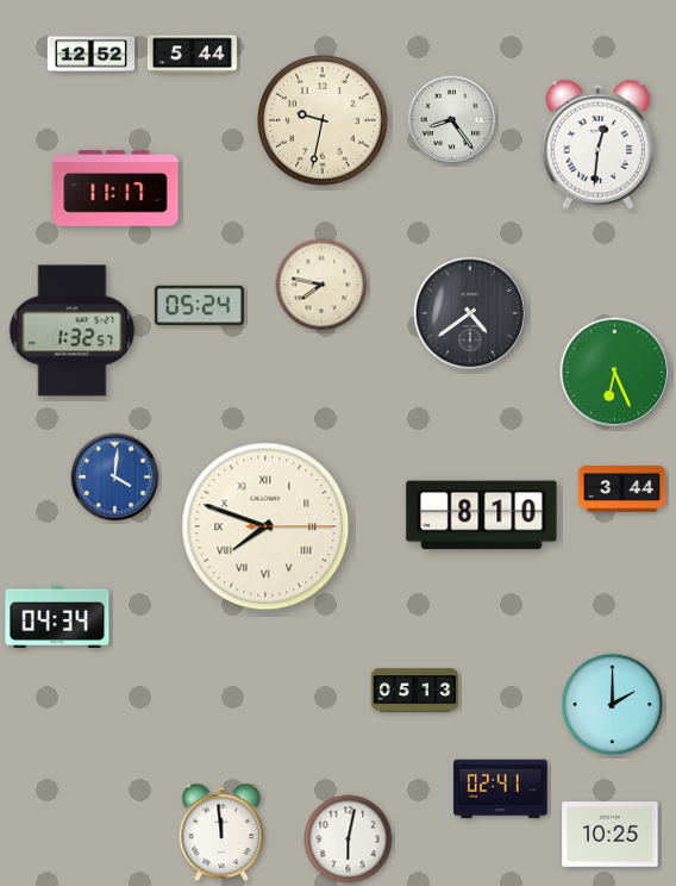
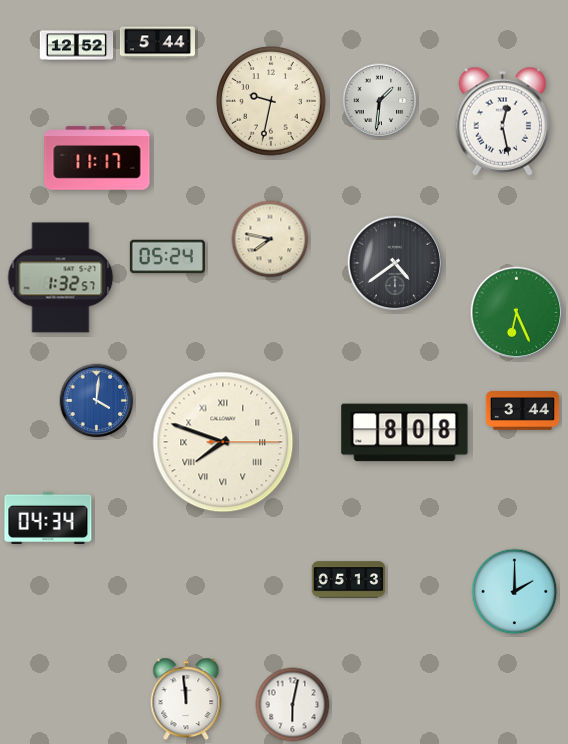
clock at (192, 55) position: (192, 55) -> (157, 43)
clock at (452, 120): 8:24 -> 1:31
clock at (599, 144): 12:31 -> 12:28
clock at (482, 516): 8:10 -> 8:08
clock at (501, 790): 02:41 -> none
clock at (611, 835): 10:25 -> none
